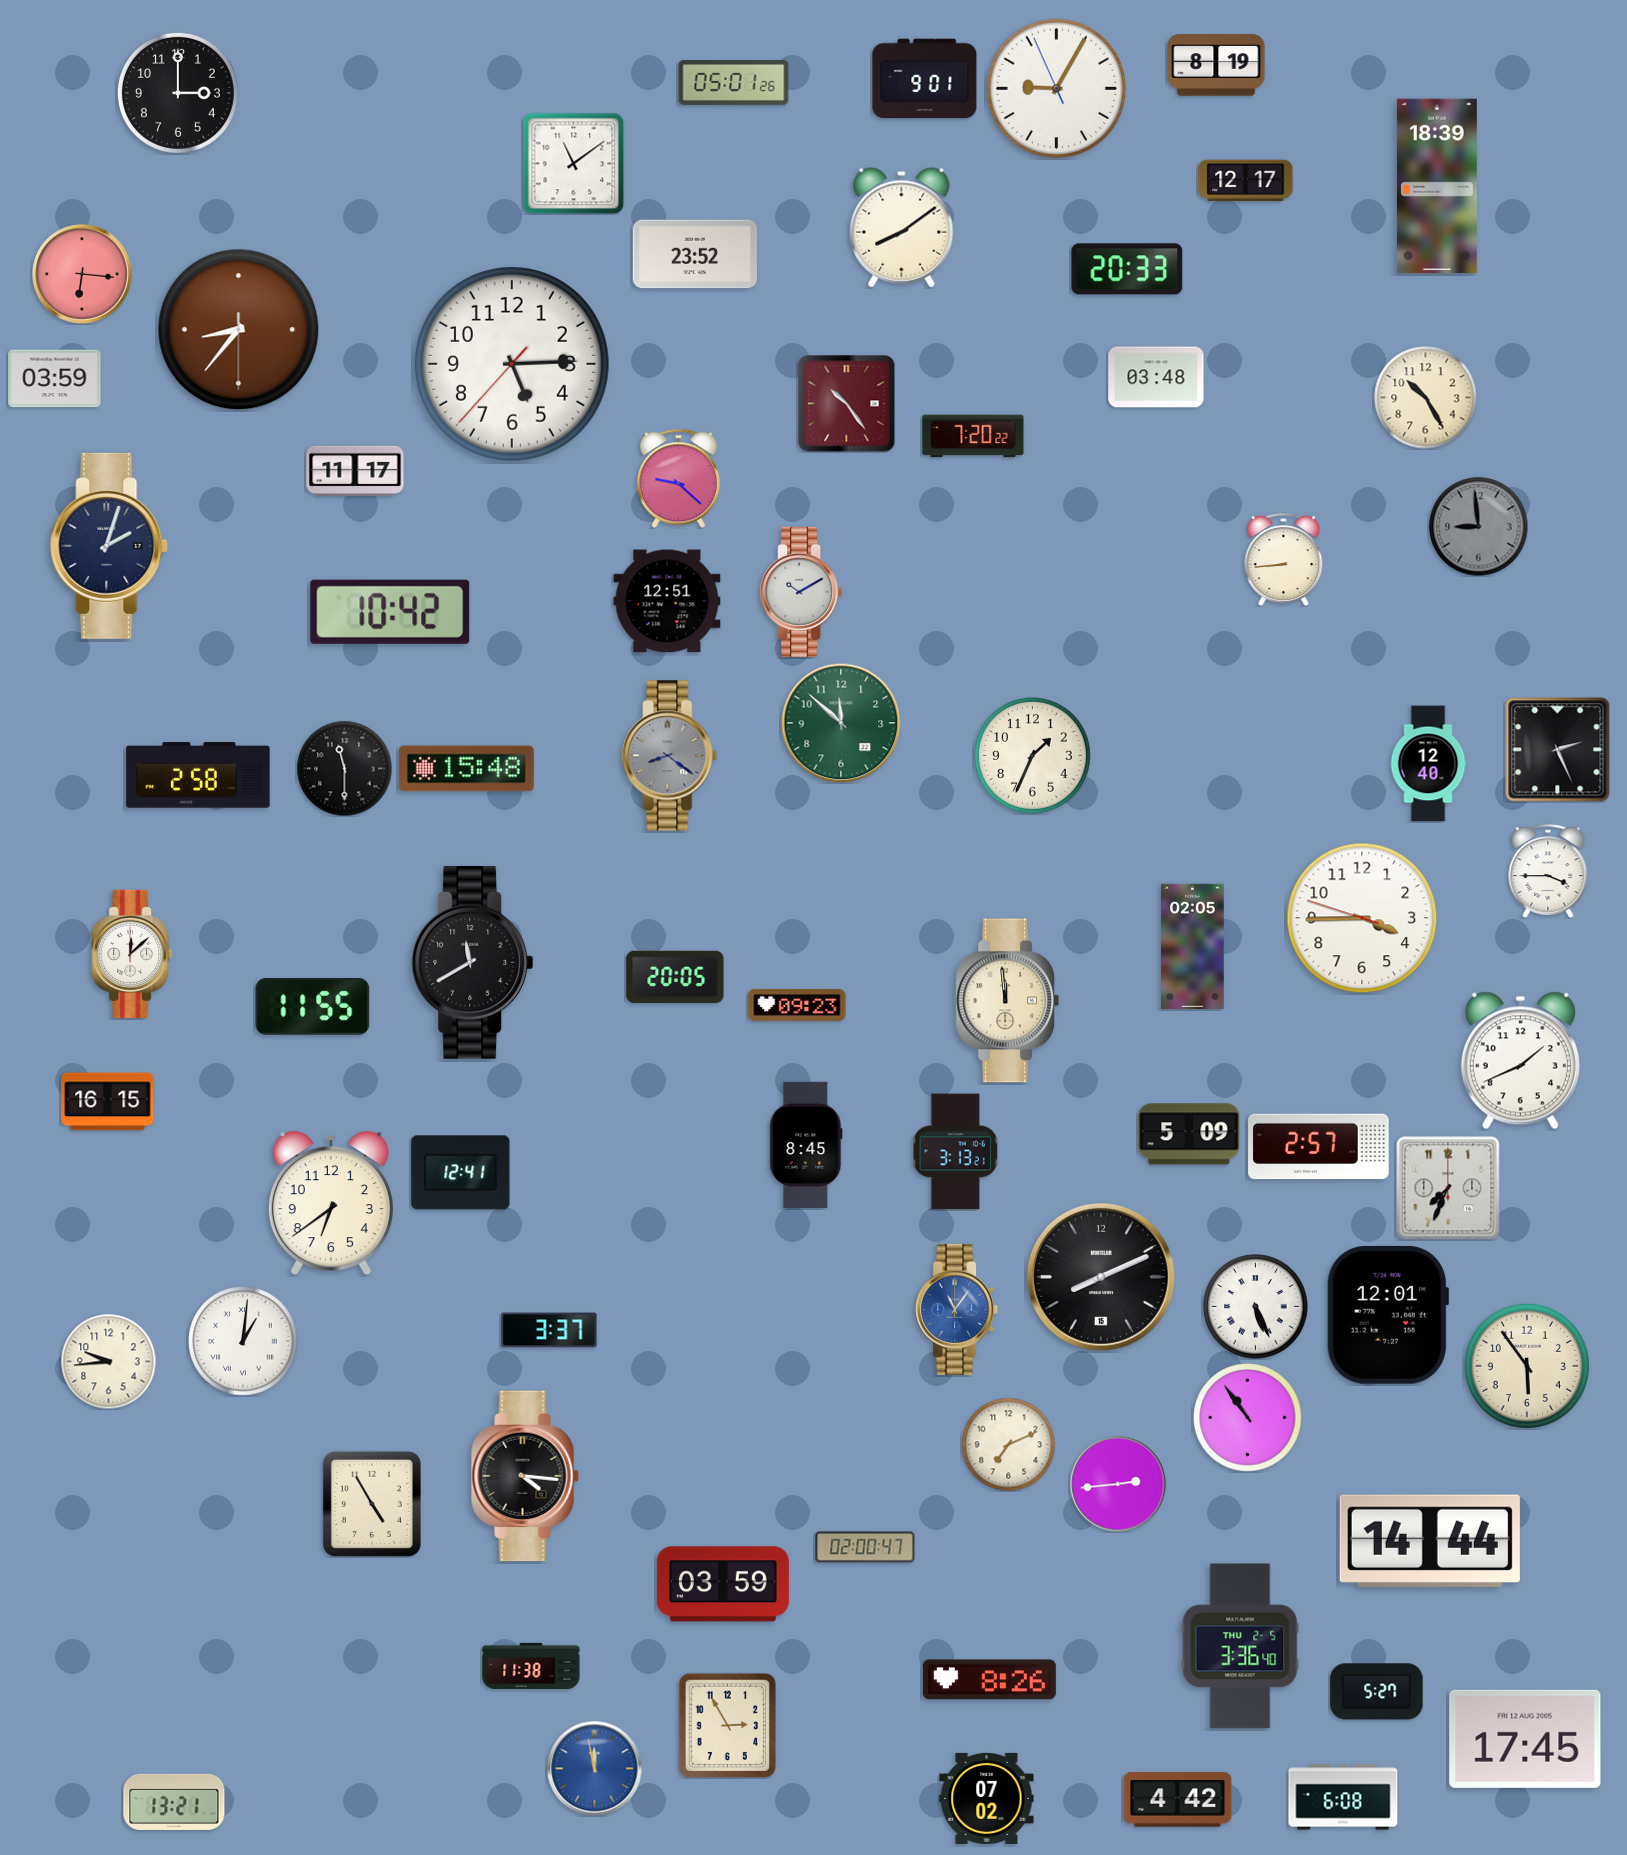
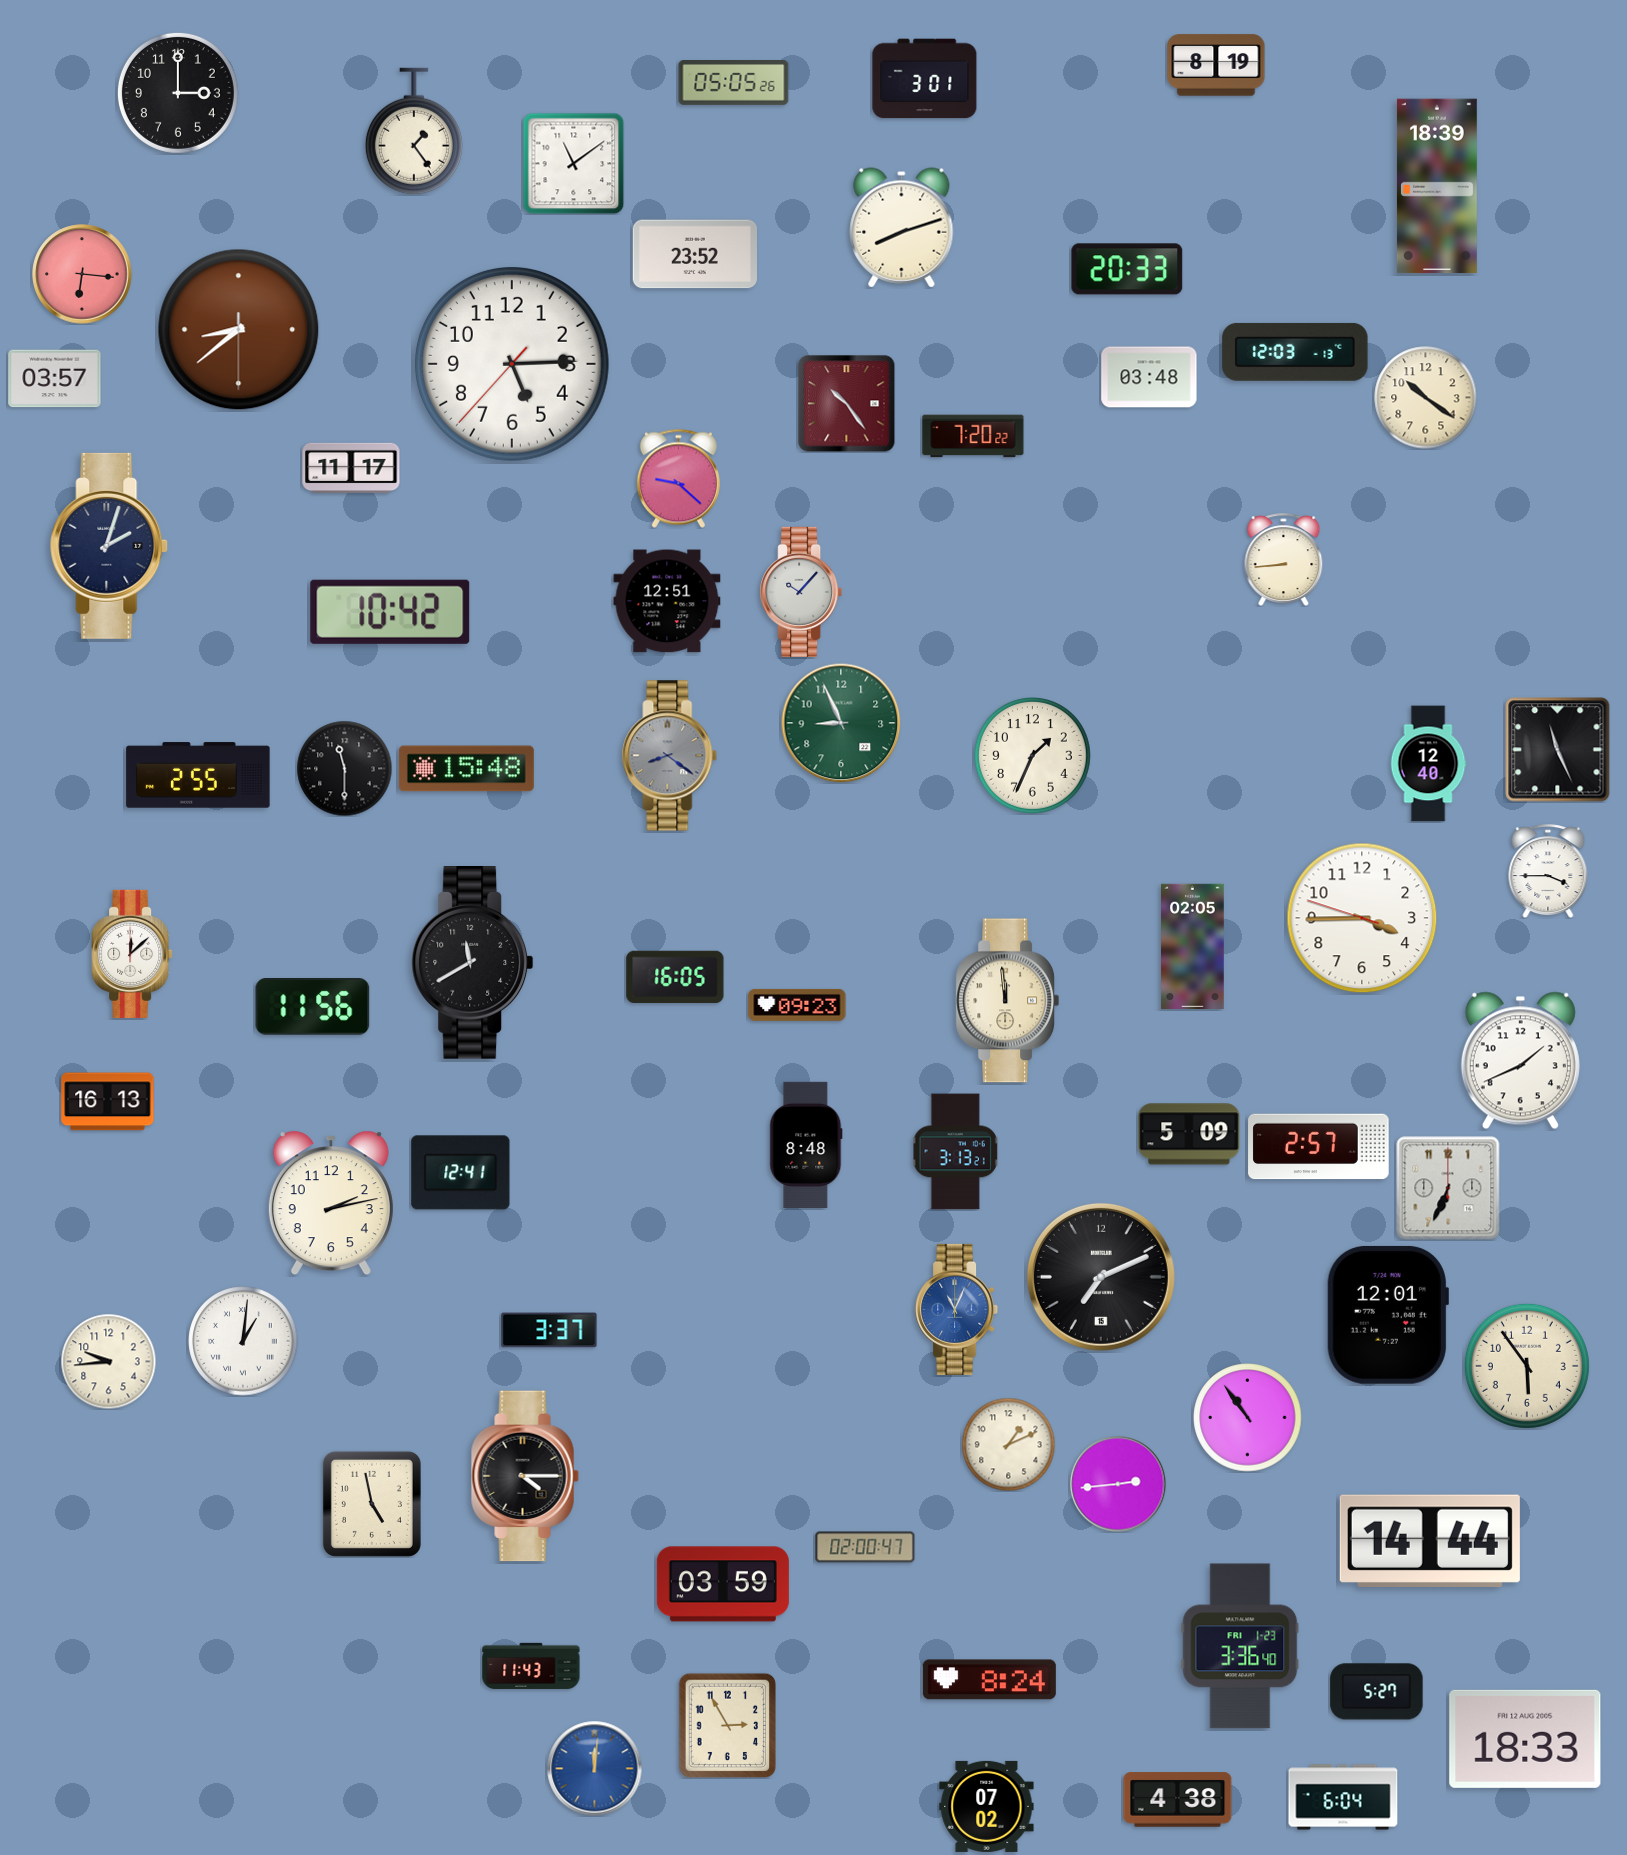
clock at (925, 79): 9:01 -> 3:01
clock at (734, 83): 05:01 -> 05:05
clock at (1057, 89): 9:04 -> none
clock at (414, 131): none -> 1:24
clock at (1246, 181): 12:17 -> none
clock at (902, 228): 8:09 -> 8:12
clock at (239, 330): 8:36 -> 8:38
clock at (1295, 352): none -> 12:03
clock at (1156, 377) position: (1156, 377) -> (1149, 377)
clock at (55, 379): 03:59 -> 03:57
clock at (1426, 398): 10:25 -> 10:21
clock at (355, 471) position: (355, 471) -> (351, 468)
clock at (1479, 527): 8:59 -> none
clock at (801, 592): 10:10 -> 10:07
clock at (841, 723): 11:52 -> 8:56
clock at (1558, 750): 2:26 -> 11:26
clock at (198, 775): 2:58 -> 2:55
clock at (675, 977): 20:05 -> 16:05
clock at (313, 1007): 11:55 -> 11:56
clock at (108, 1102): 16:15 -> 16:13
clock at (806, 1144): 8:45 -> 8:48
clock at (1448, 1188): 7:34 -> 6:34
clock at (331, 1203): 6:39 -> 2:13
clock at (1101, 1277): 8:11 -> 7:11
clock at (1256, 1307): 5:26 -> none
clock at (957, 1309): 11:06 -> 11:04
clock at (1008, 1444): 7:11 -> 1:11
clock at (525, 1476): 4:16 -> 4:15
clock at (372, 1504): 4:55 -> 4:58
clock at (1240, 1646) date: THU 2-5 -> FRI 1-23
clock at (531, 1666): 11:38 -> 11:43
clock at (989, 1680): 8:26 -> 8:24
clock at (1525, 1739): 17:45 -> 18:33
clock at (594, 1768): 11:58 -> 12:01
clock at (1343, 1797): 6:08 -> 6:04
clock at (987, 1798) position: (987, 1798) -> (987, 1806)
clock at (1178, 1800): 4:42 -> 4:38
clock at (174, 1802): 13:21 -> none
